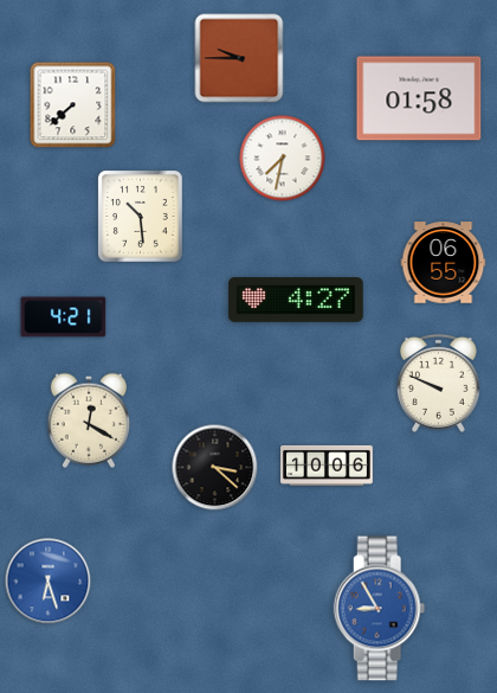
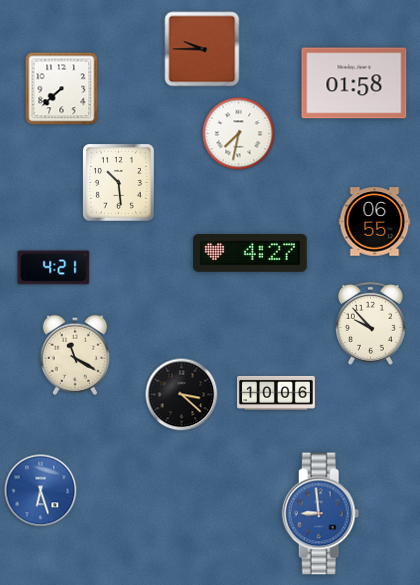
clock at (438, 383): 9:49 -> 9:53
clock at (89, 421): 12:20 -> 11:20
clock at (380, 609): 8:55 -> 8:59
